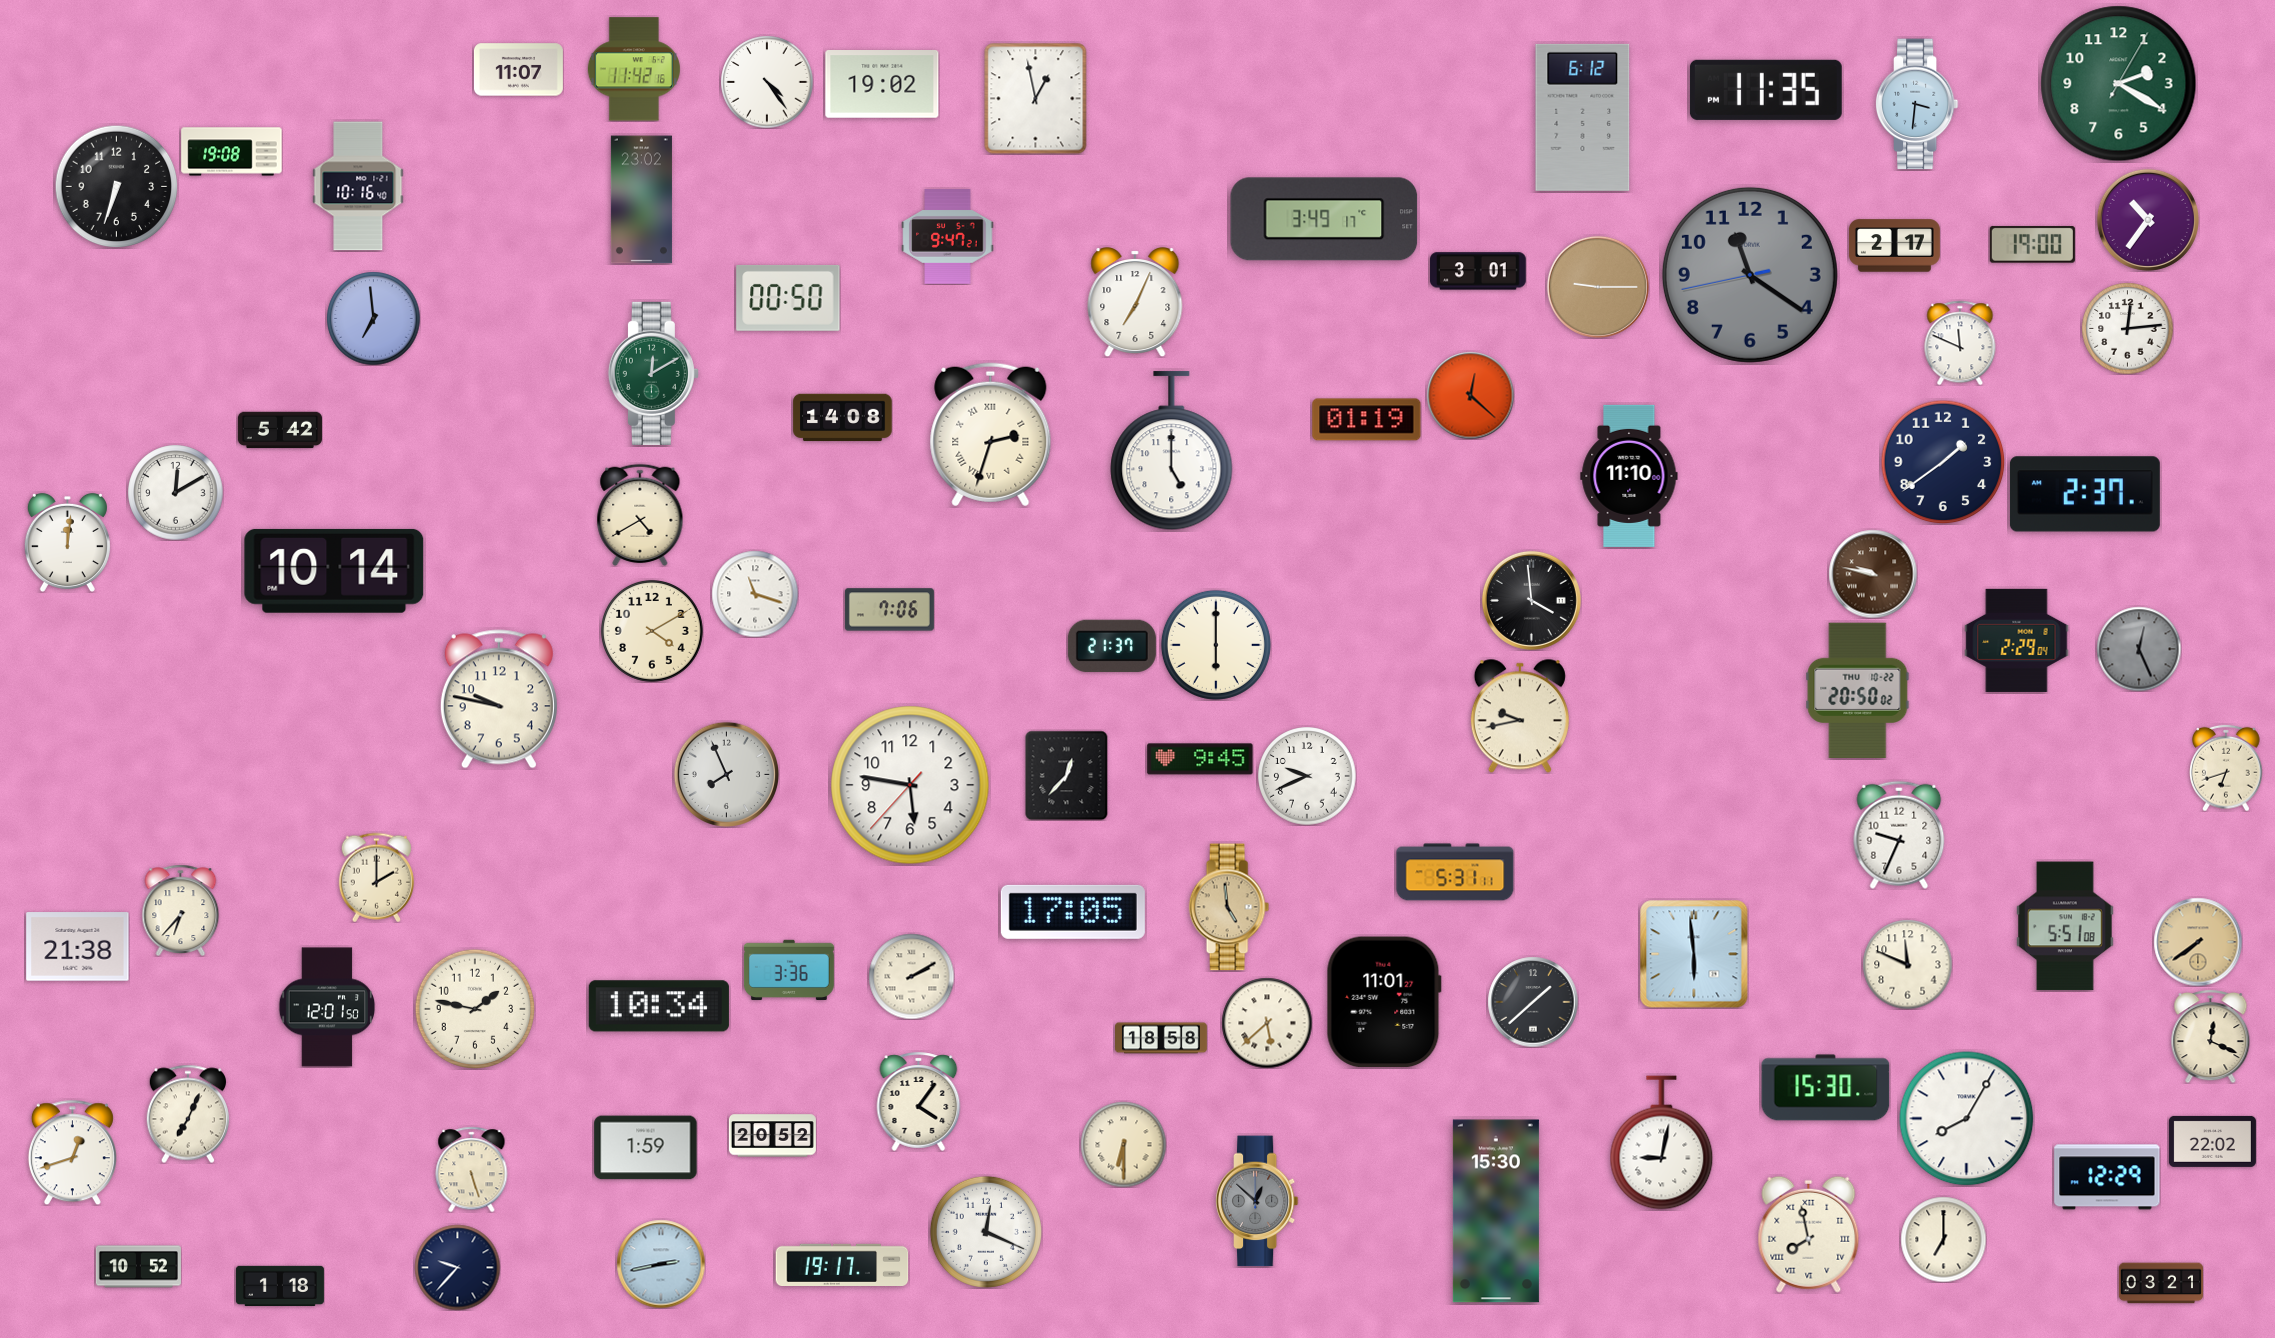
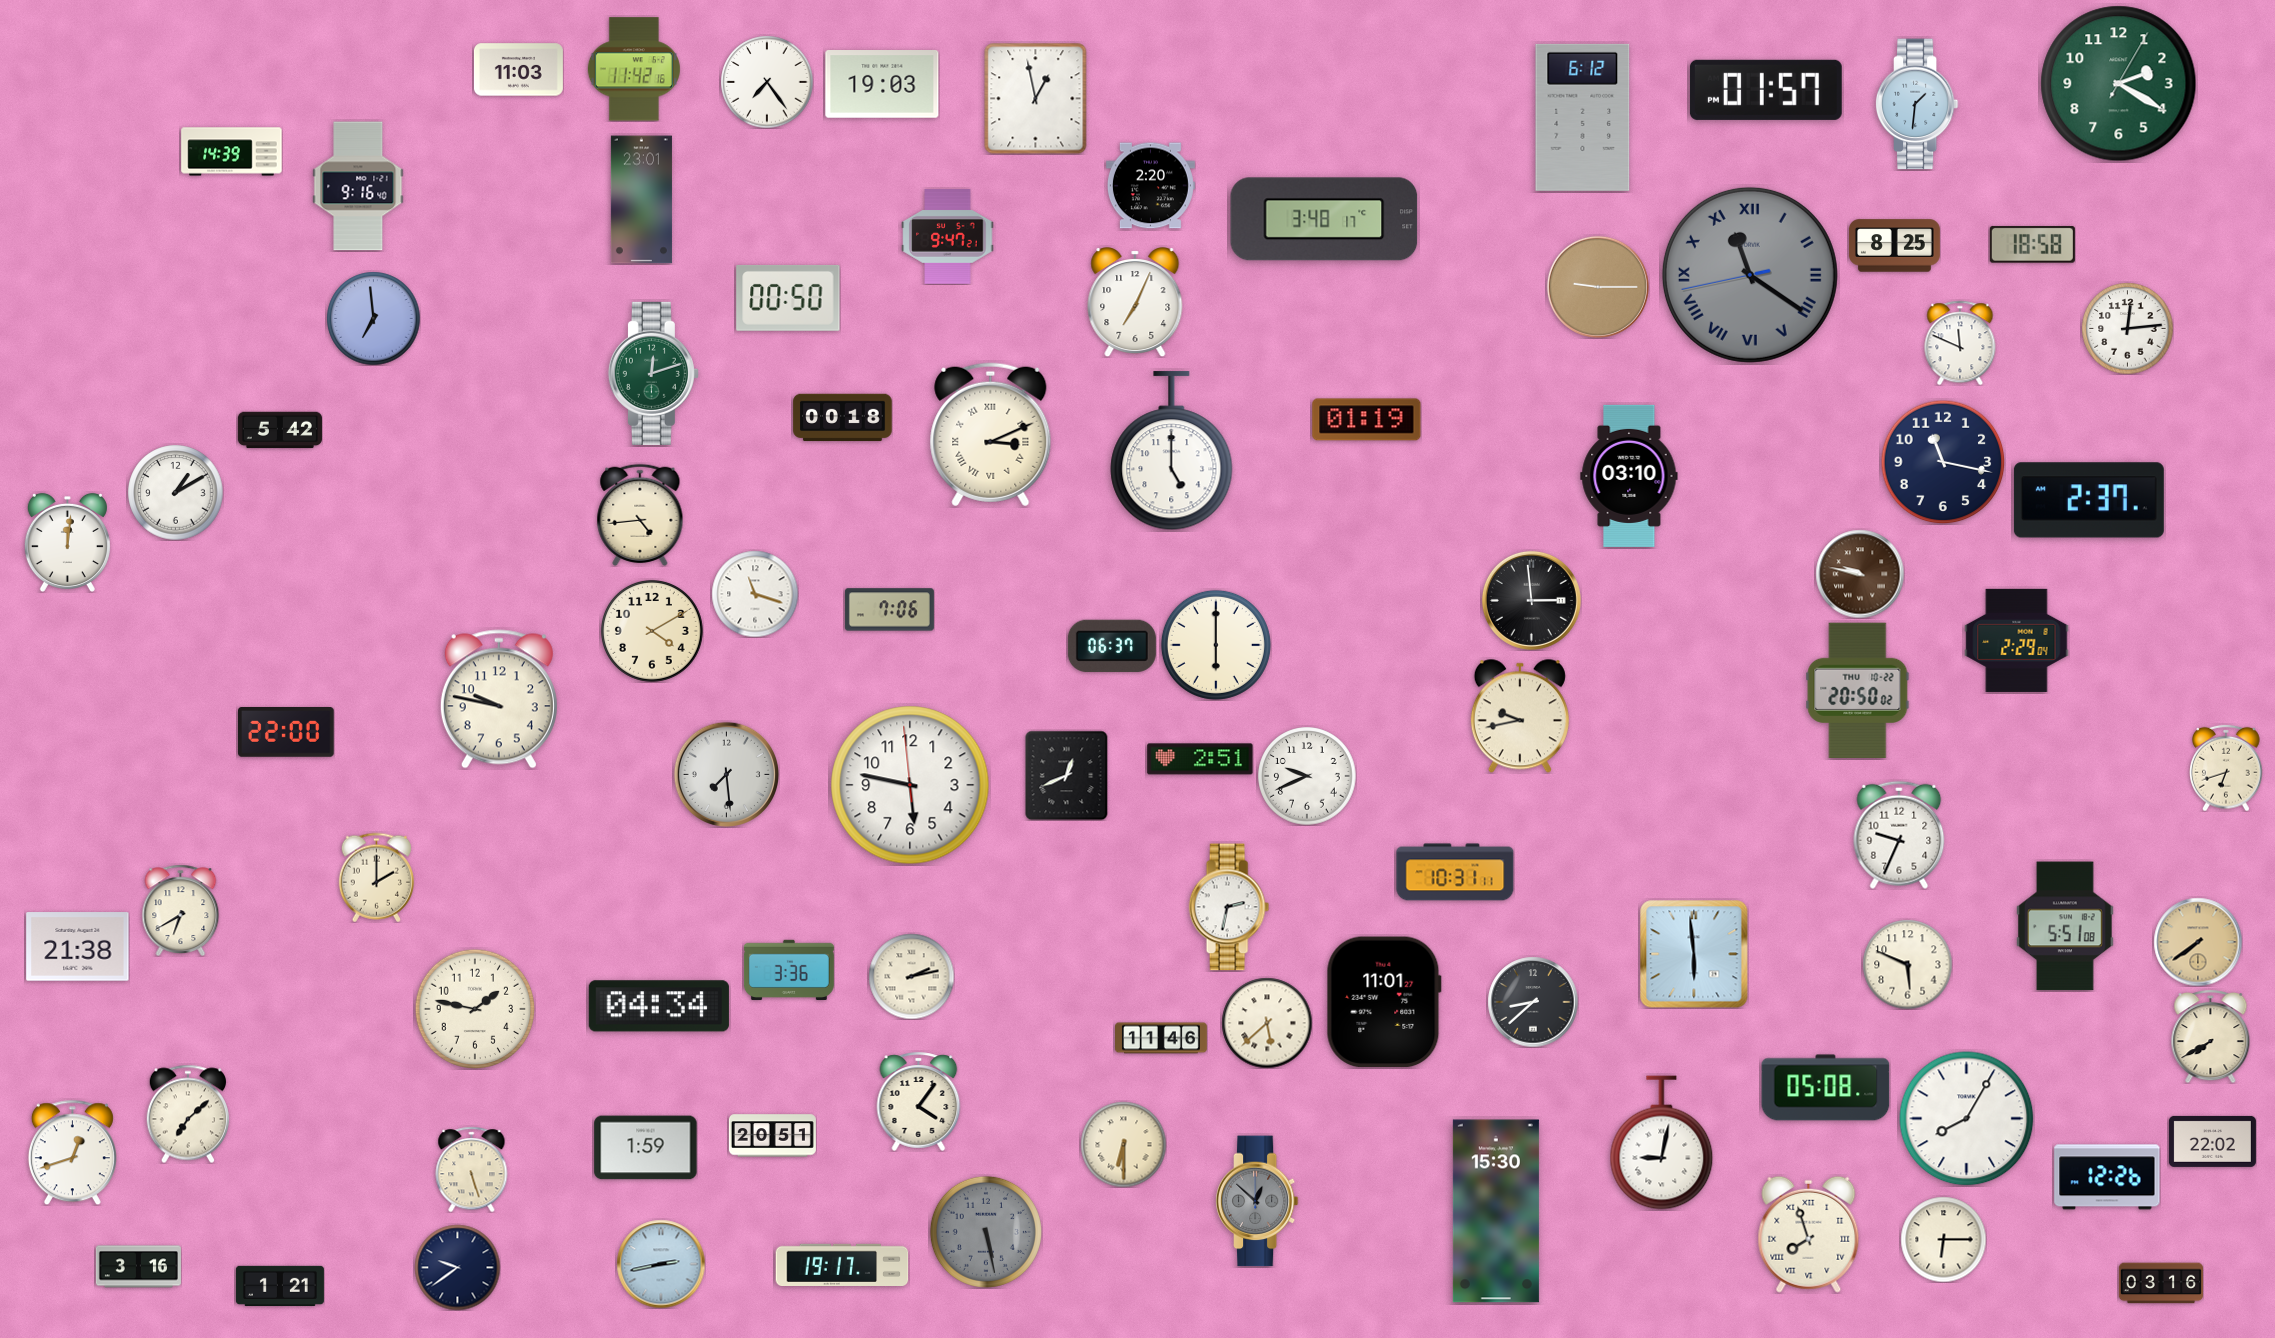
clock at (518, 70): 11:07 -> 11:03
clock at (767, 82): 4:24 -> 7:24
clock at (882, 84): 19:02 -> 19:03
clock at (1766, 90): 11:35 -> 01:57
clock at (1917, 104): 3:31 -> 1:31
clock at (232, 152): 19:08 -> 14:39
clock at (116, 186): 6:33 -> none
clock at (358, 186): 10:16 -> 9:16
clock at (1150, 186): none -> 2:20
clock at (641, 200): 23:02 -> 23:01
clock at (1324, 219): 3:49 -> 3:48
clock at (2148, 220): 10:36 -> none
clock at (2032, 245): 19:00 -> 18:58
clock at (1895, 246): 2:17 -> 8:25
clock at (1478, 271): 3:01 -> none
clock at (1750, 275) numerals: Arabic -> Roman
clock at (653, 373): 12:10 -> 12:12
clock at (1470, 395): 12:22 -> none
clock at (843, 418): 14:08 -> 00:18
clock at (991, 435): 2:33 -> 3:11
clock at (1943, 462): 1:39 -> 11:17
clock at (1629, 476): 11:10 -> 03:10
clock at (175, 492): 12:10 -> 1:10
clock at (2085, 494) position: (2085, 494) -> (2089, 500)
clock at (640, 515): 4:40 -> 4:44
clock at (334, 571): 10:14 -> none
clock at (1873, 574) position: (1873, 574) -> (1860, 574)
clock at (1531, 600): 3:59 -> 2:59
clock at (1112, 646): 21:37 -> 06:37
clock at (2139, 649): 12:26 -> none
clock at (286, 733): none -> 22:00
clock at (1200, 759): 9:45 -> 2:51
clock at (726, 774): 7:56 -> 7:29
clock at (1067, 775): 12:37 -> 12:41
clock at (910, 785): 5:46:37 -> 5:46:59
clock at (1455, 872): 5:31 -> 10:31
clock at (1229, 907): 4:59 -> 2:32
clock at (1229, 907) dial: champagne -> white
clock at (181, 910): 6:37 -> 6:40
clock at (1073, 912): 17:05 -> none
clock at (1907, 964): 11:49 -> 5:49
clock at (911, 976): 2:10 -> 2:13
clock at (1533, 1002): 1:38 -> 8:38
clock at (659, 1006): 10:34 -> 04:34
clock at (327, 1007): 12:01 -> none
clock at (2211, 1037): 12:19 -> 7:40
clock at (1162, 1038): 18:58 -> 11:46
clock at (1826, 1088): 15:30 -> 05:08
clock at (187, 1114): 7:04 -> 7:08
clock at (772, 1136): 20:52 -> 20:51
clock at (2107, 1177): 12:29 -> 12:26
clock at (986, 1232): 12:19 -> 5:28
clock at (986, 1232) dial: white -> grey
clock at (1809, 1234): 7:58 -> 7:57
clock at (1943, 1239): 7:00 -> 6:15
clock at (138, 1267): 10:52 -> 3:16
clock at (457, 1267): 9:37 -> 9:39
clock at (2161, 1283): 03:21 -> 03:16
clock at (280, 1285): 1:18 -> 1:21
